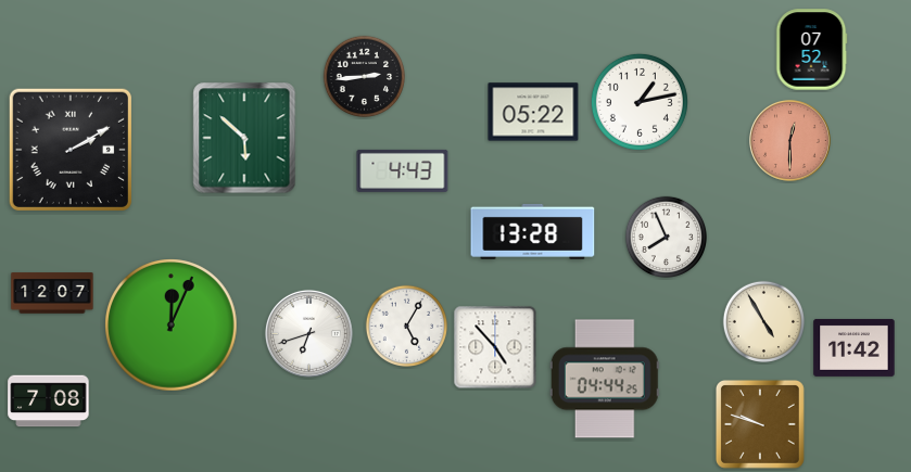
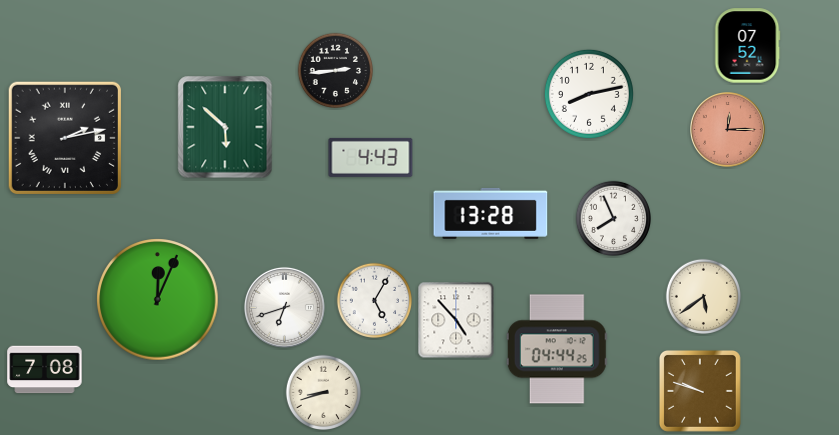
clock at (640, 102): 1:13 -> 8:13
clock at (533, 112): 05:22 -> none
clock at (790, 141): 12:30 -> 12:15
clock at (71, 150): 2:10 -> 2:13
clock at (52, 293): 12:07 -> none
clock at (763, 321): 4:55 -> 5:39
clock at (855, 347): 11:42 -> none
clock at (323, 392): none -> 8:42
